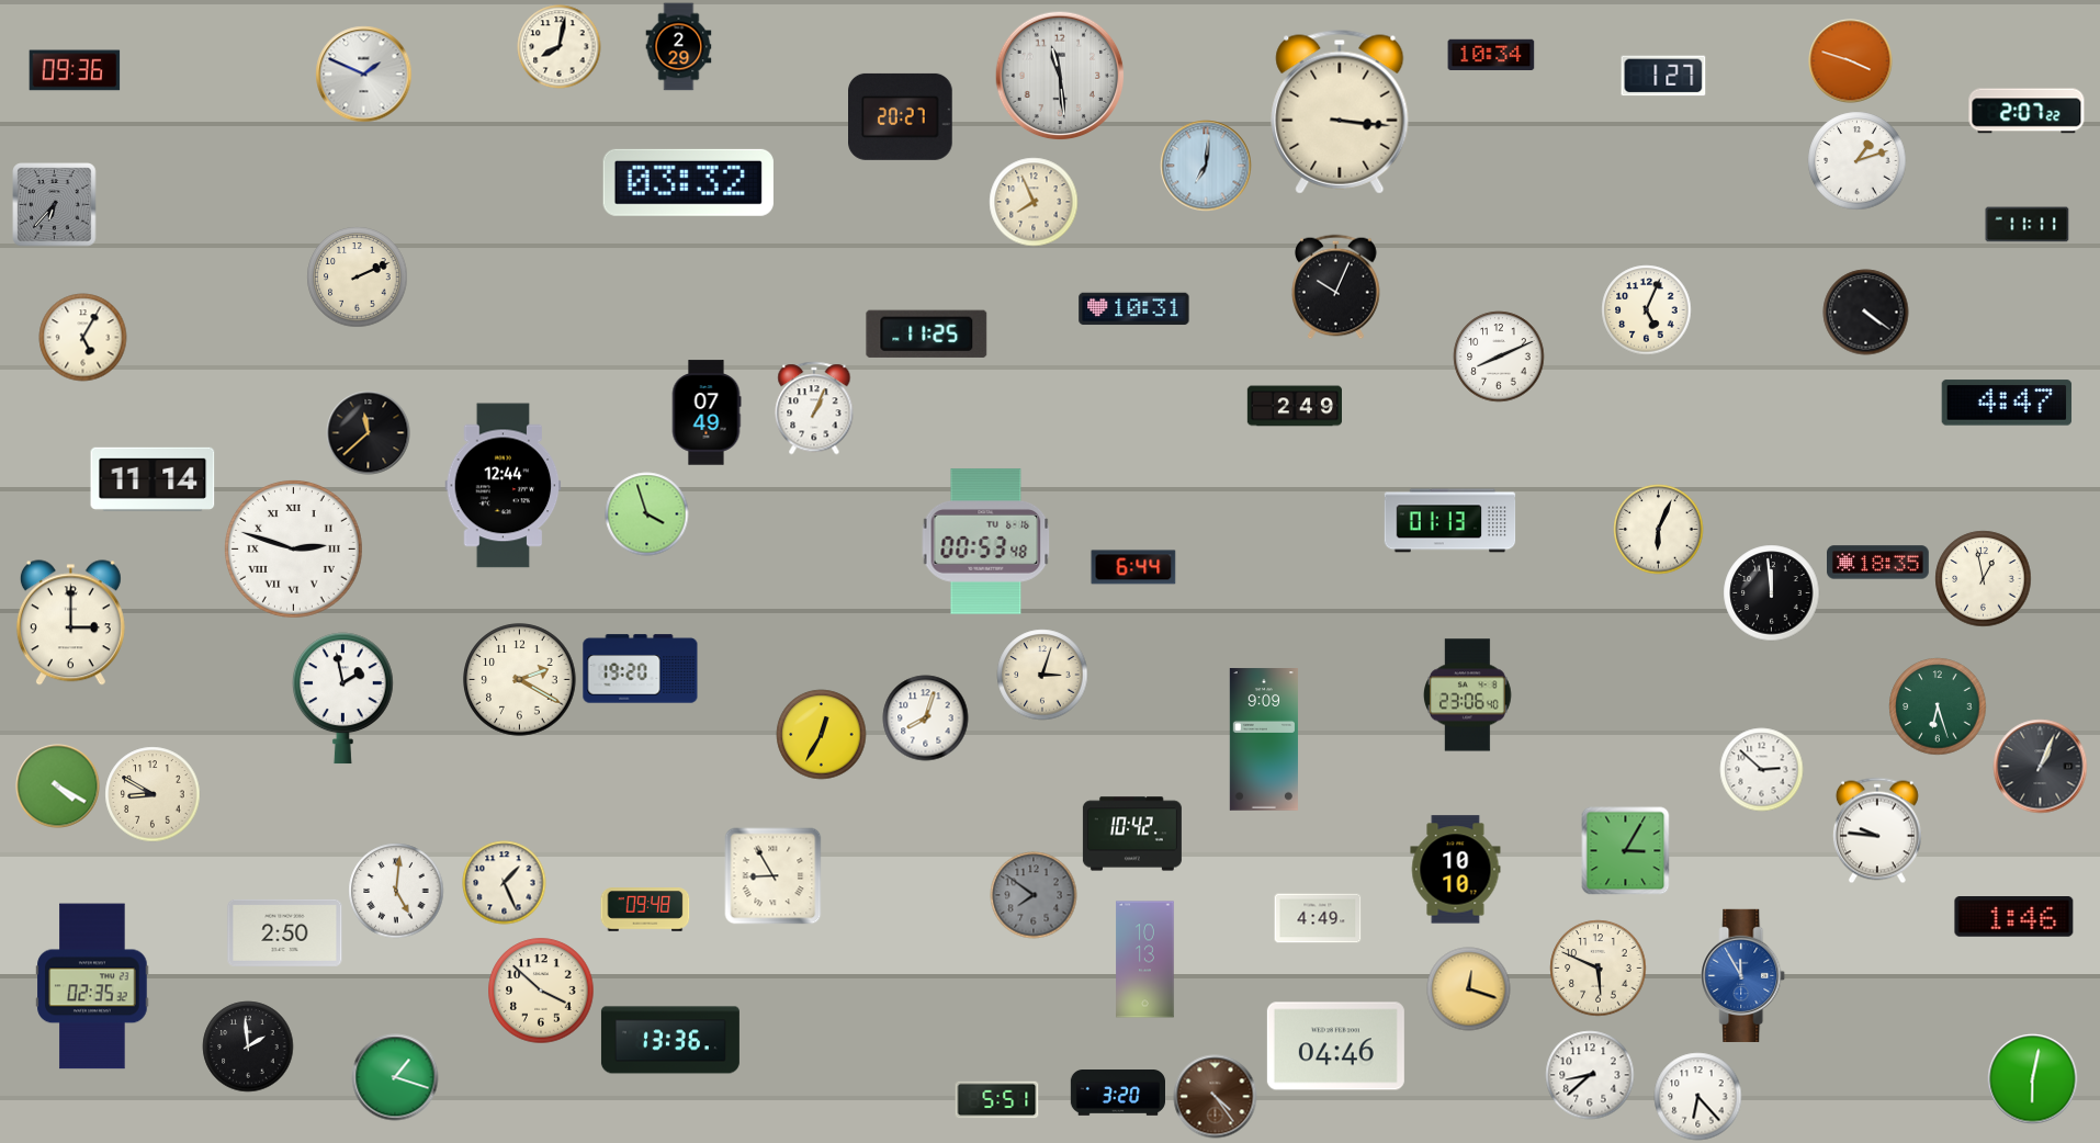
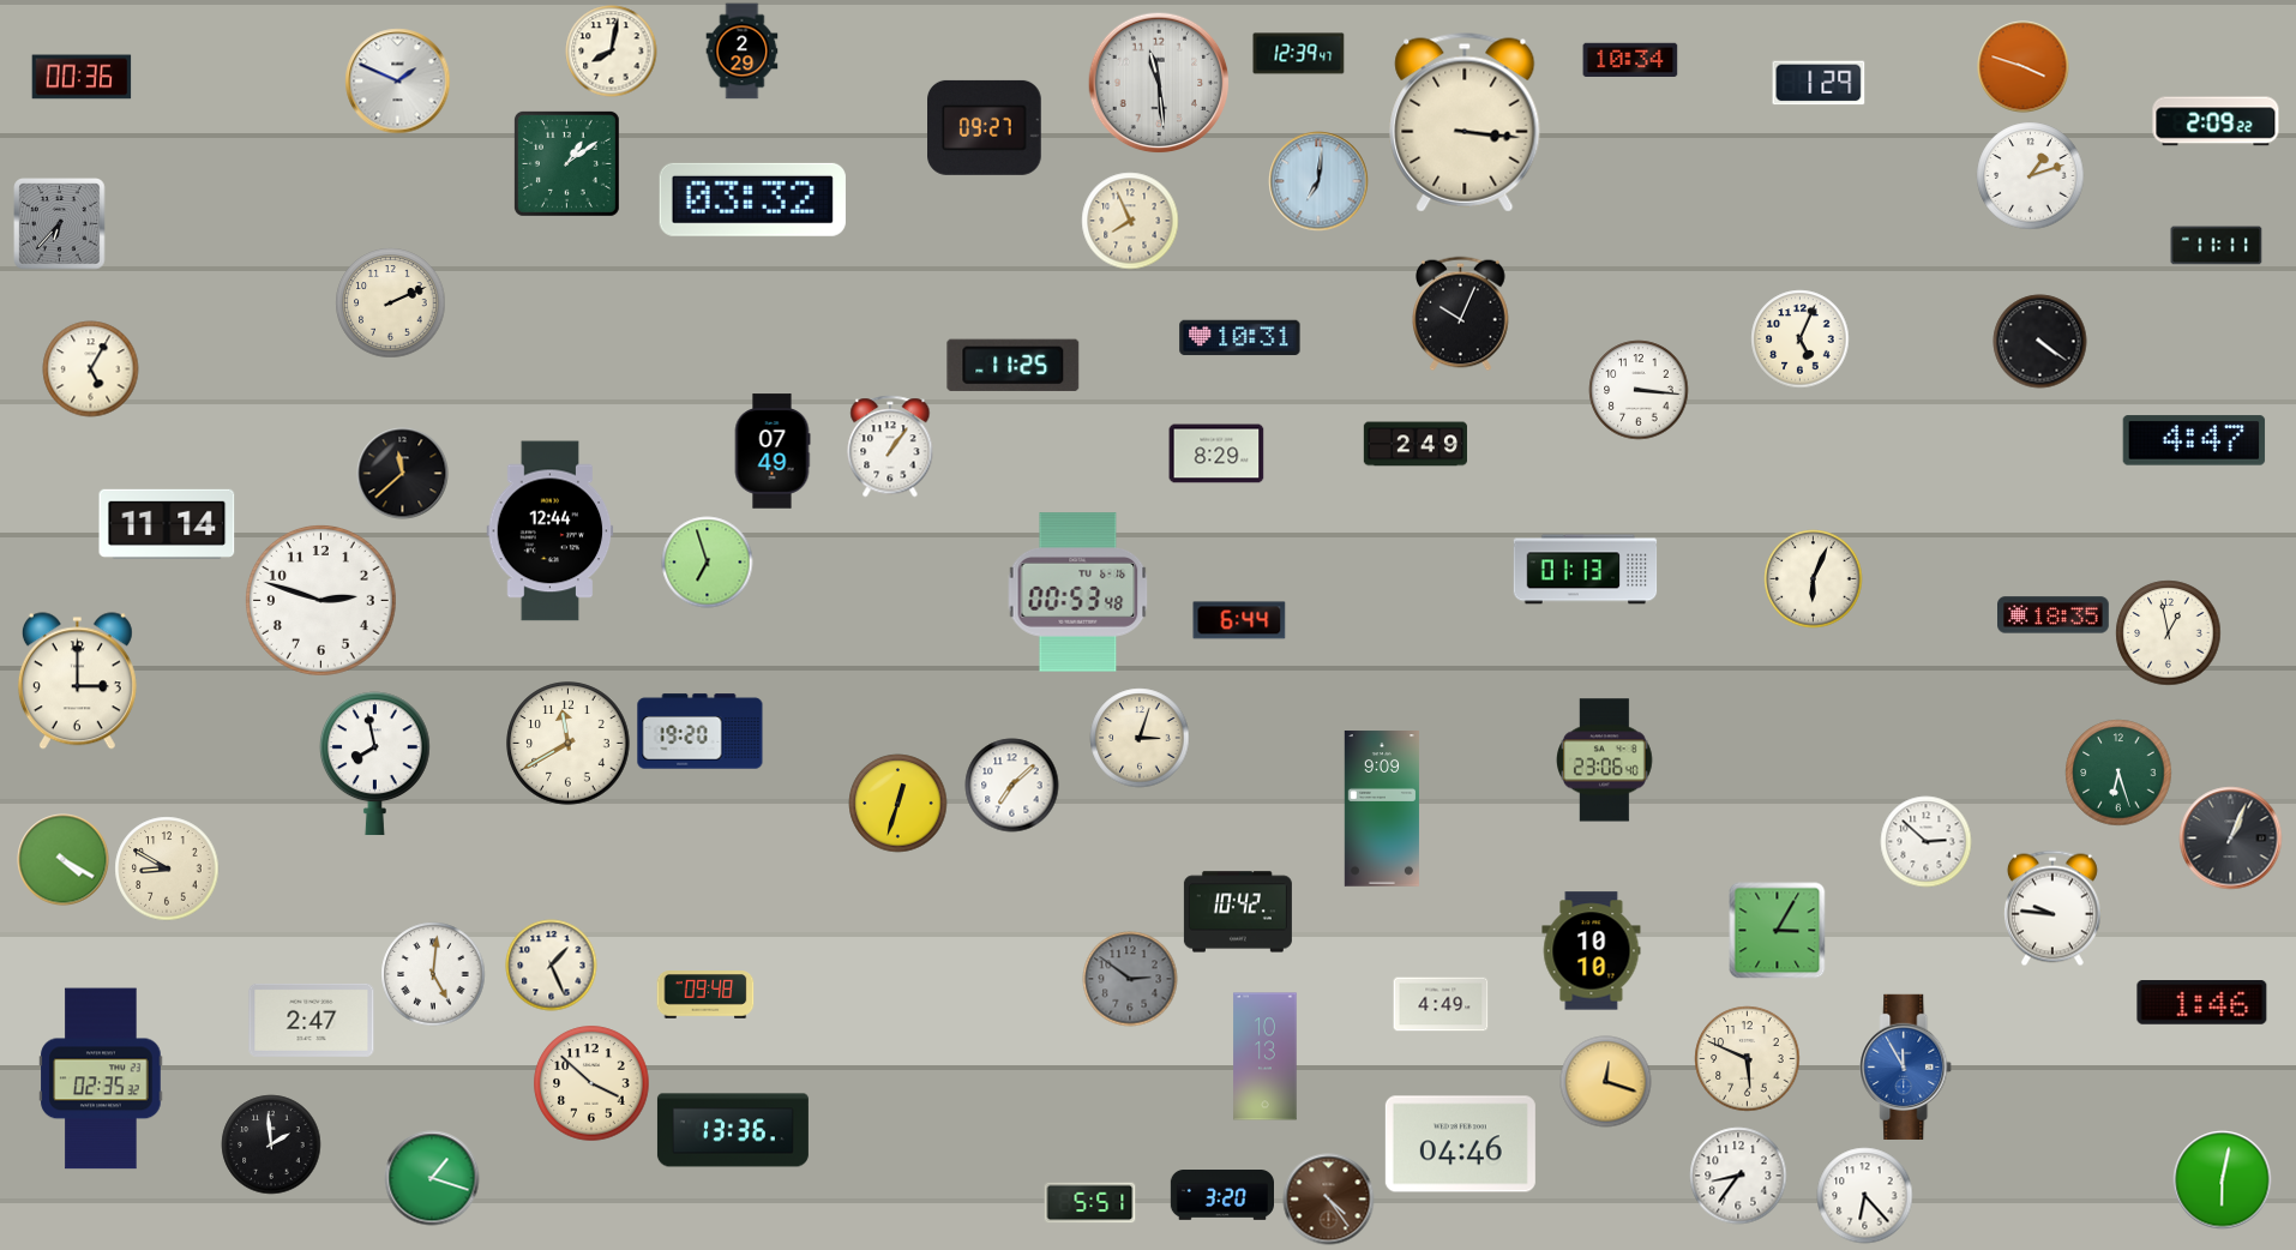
clock at (1299, 54): none -> 12:39
clock at (75, 70): 09:36 -> 00:36
clock at (1663, 76): 1:27 -> 1:29
clock at (2026, 111): 2:07 -> 2:09
clock at (901, 116): 20:27 -> 09:27
clock at (566, 163): none -> 1:09
clock at (1499, 357): 8:11 -> 3:16
clock at (814, 408): 1:04 -> 1:06
clock at (1216, 453): none -> 8:29
clock at (647, 514): 3:57 -> 6:57
clock at (293, 548) numerals: Roman -> Arabic
clock at (1772, 593): 11:59 -> none
clock at (520, 680): 2:20 -> 11:40
clock at (342, 699): 1:58 -> 7:58
clock at (926, 718): 8:03 -> 7:08
clock at (822, 735): 12:35 -> 12:33
clock at (774, 876): 8:55 -> none
clock at (1034, 895): 7:51 -> 2:51
clock at (285, 932): 2:50 -> 2:47
clock at (1145, 960) position: (1145, 960) -> (1266, 1057)
clock at (670, 1040) position: (670, 1040) -> (733, 1130)
clock at (1590, 1075): 8:38 -> 8:36
clock at (1698, 1097) position: (1698, 1097) -> (1865, 1196)
